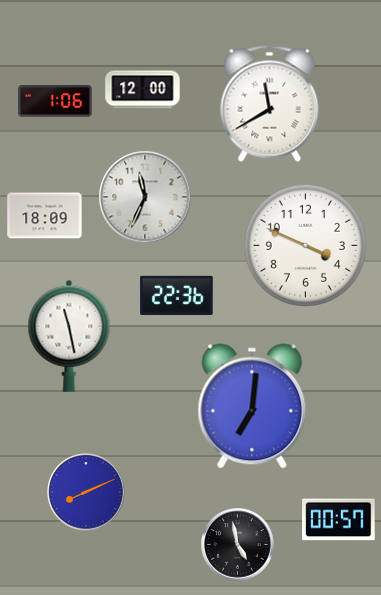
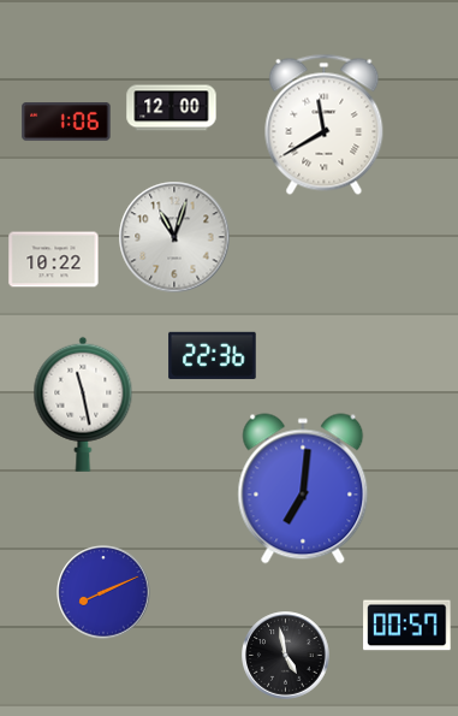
clock at (145, 197): 11:34 -> 11:03
clock at (45, 216): 18:09 -> 10:22
clock at (305, 245): 3:49 -> none
